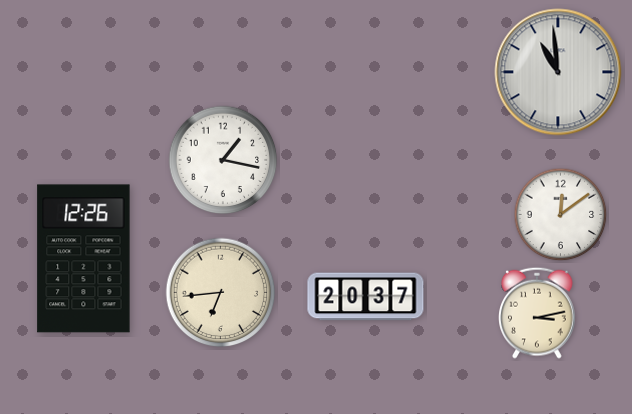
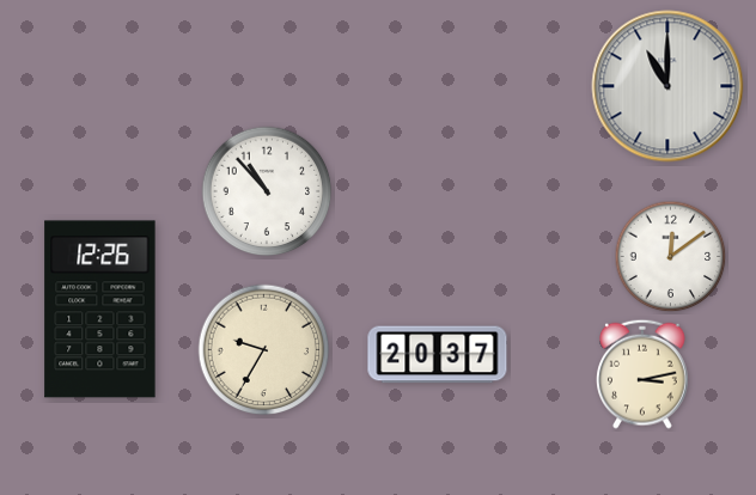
clock at (558, 72): 10:59 -> 11:00
clock at (223, 160): 1:17 -> 10:53
clock at (221, 293): 6:44 -> 9:35
